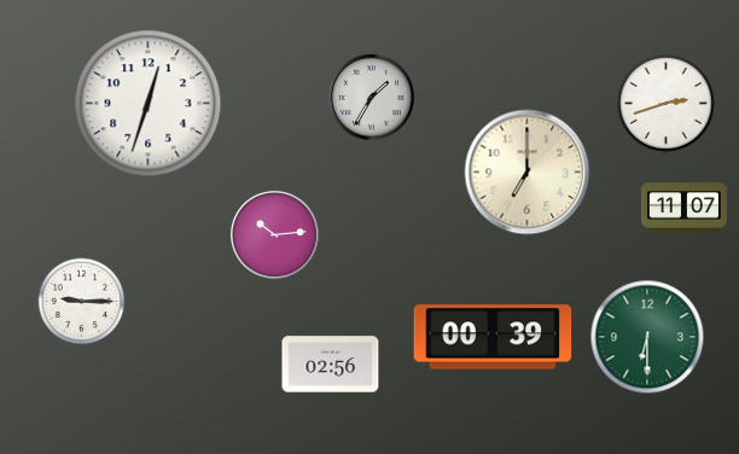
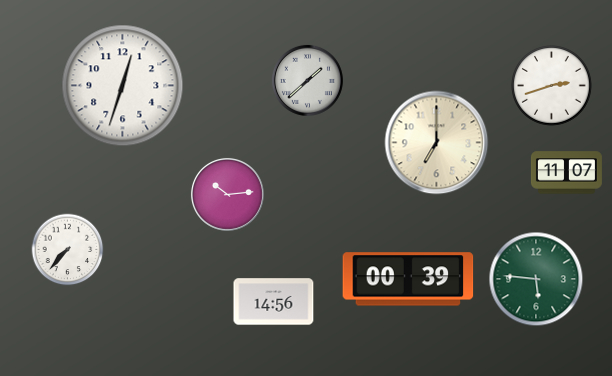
clock at (371, 97): 1:35 -> 1:38
clock at (82, 302): 9:15 -> 7:37
clock at (647, 337): 6:30 -> 5:46
clock at (331, 365): 02:56 -> 14:56
